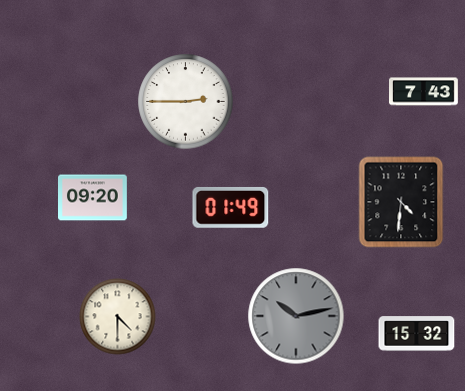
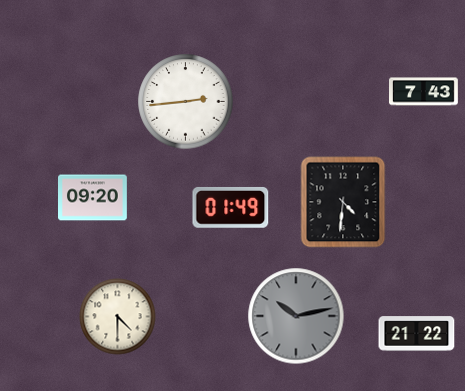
clock at (186, 102): 2:45 -> 2:44
clock at (401, 202) position: (401, 202) -> (343, 202)
clock at (417, 334): 15:32 -> 21:22
